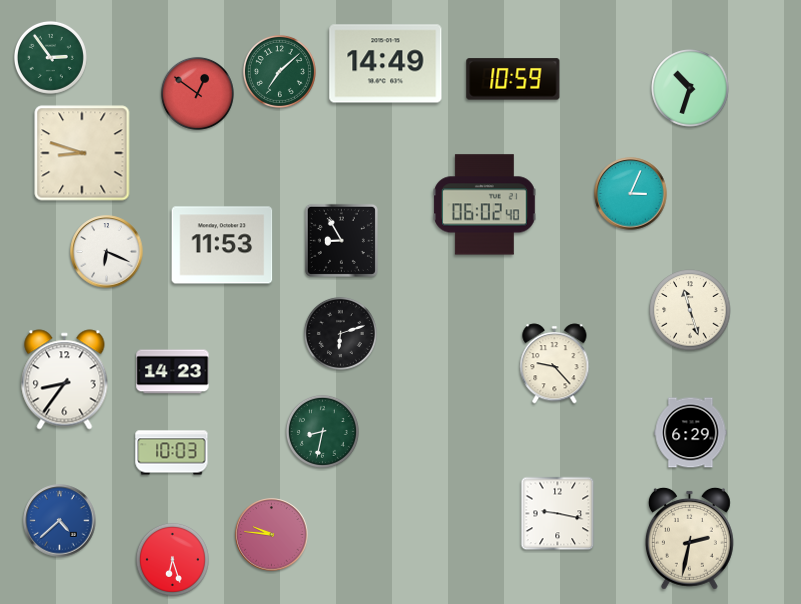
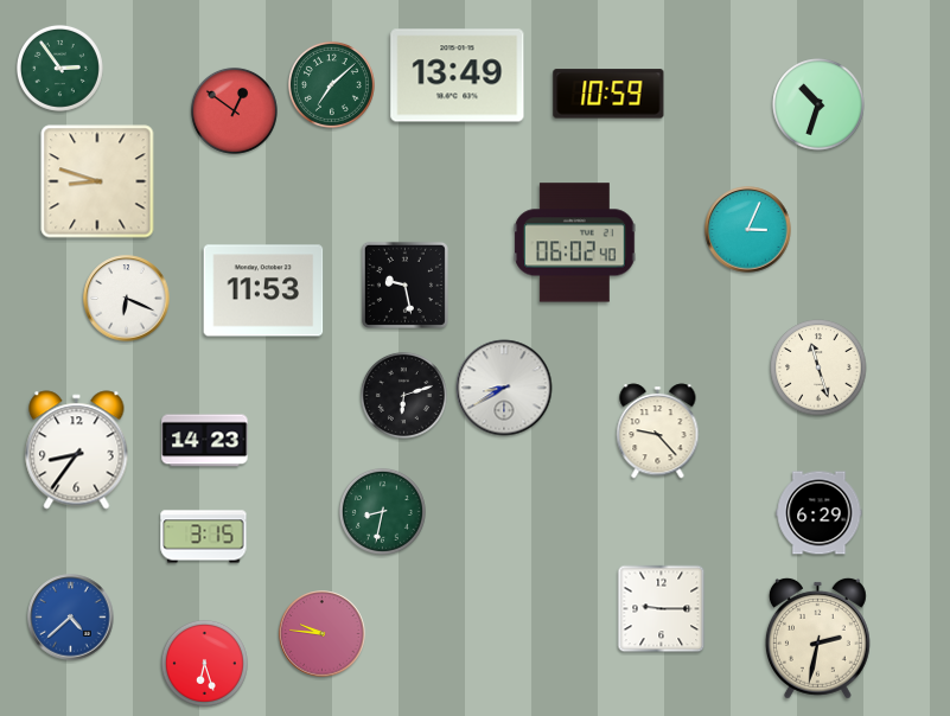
clock at (386, 64): 14:49 -> 13:49
clock at (341, 240): 8:55 -> 9:28
clock at (504, 388): none -> 8:40
clock at (172, 453): 10:03 -> 3:15
clock at (558, 514): 9:17 -> 9:15
